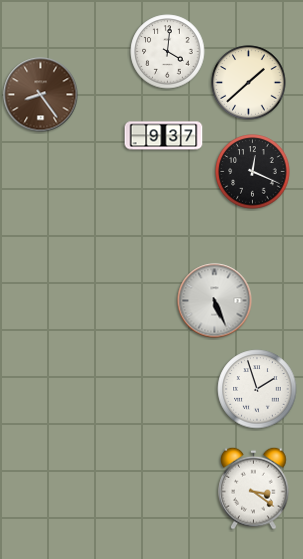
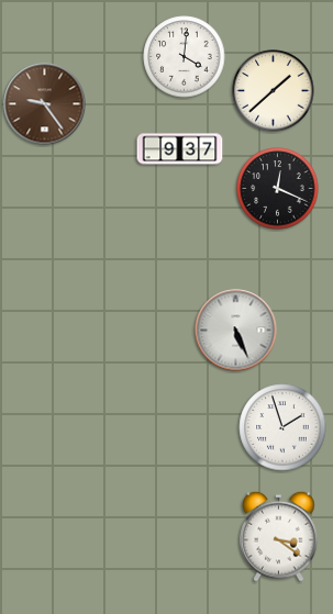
clock at (41, 95): 8:24 -> 9:24
